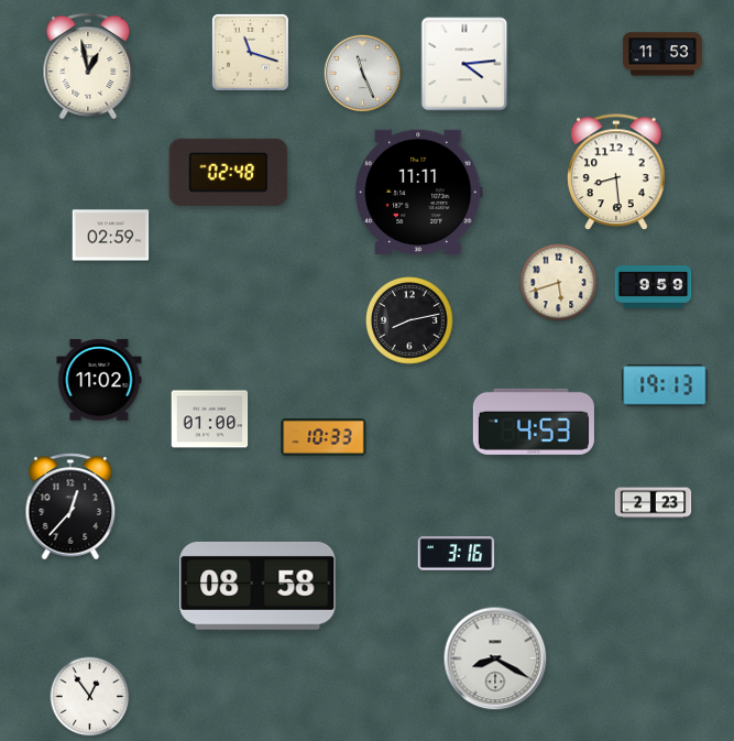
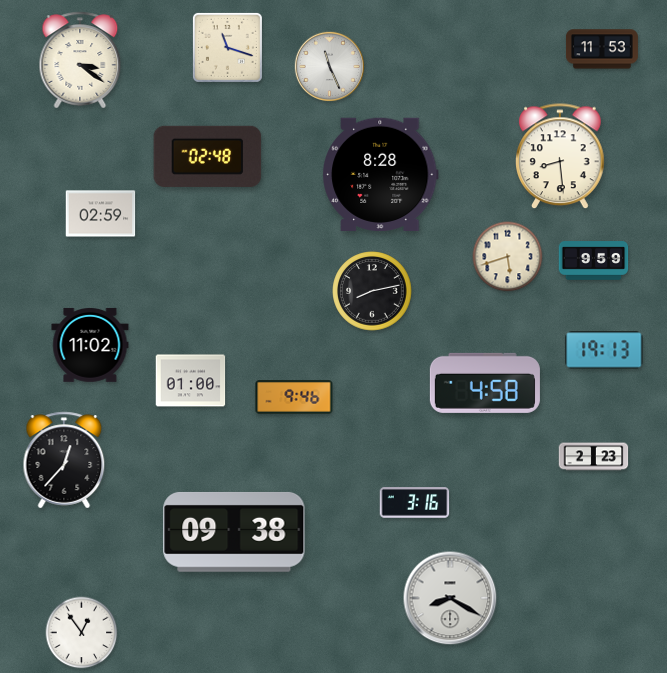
clock at (464, 64): 4:14 -> none
clock at (88, 66): 12:58 -> 3:21
clock at (419, 192): 11:11 -> 8:28
clock at (534, 422): 4:53 -> 4:58
clock at (324, 437): 10:33 -> 9:46
clock at (258, 586): 08:58 -> 09:38
